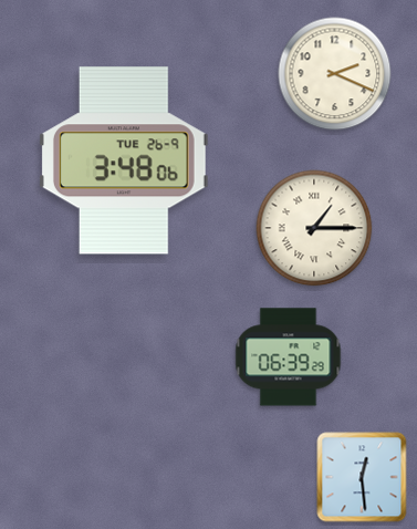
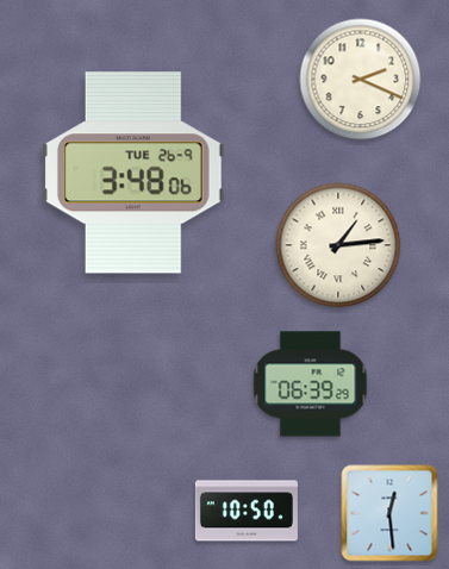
clock at (314, 228): 1:15 -> 1:14
clock at (247, 511): none -> 10:50
